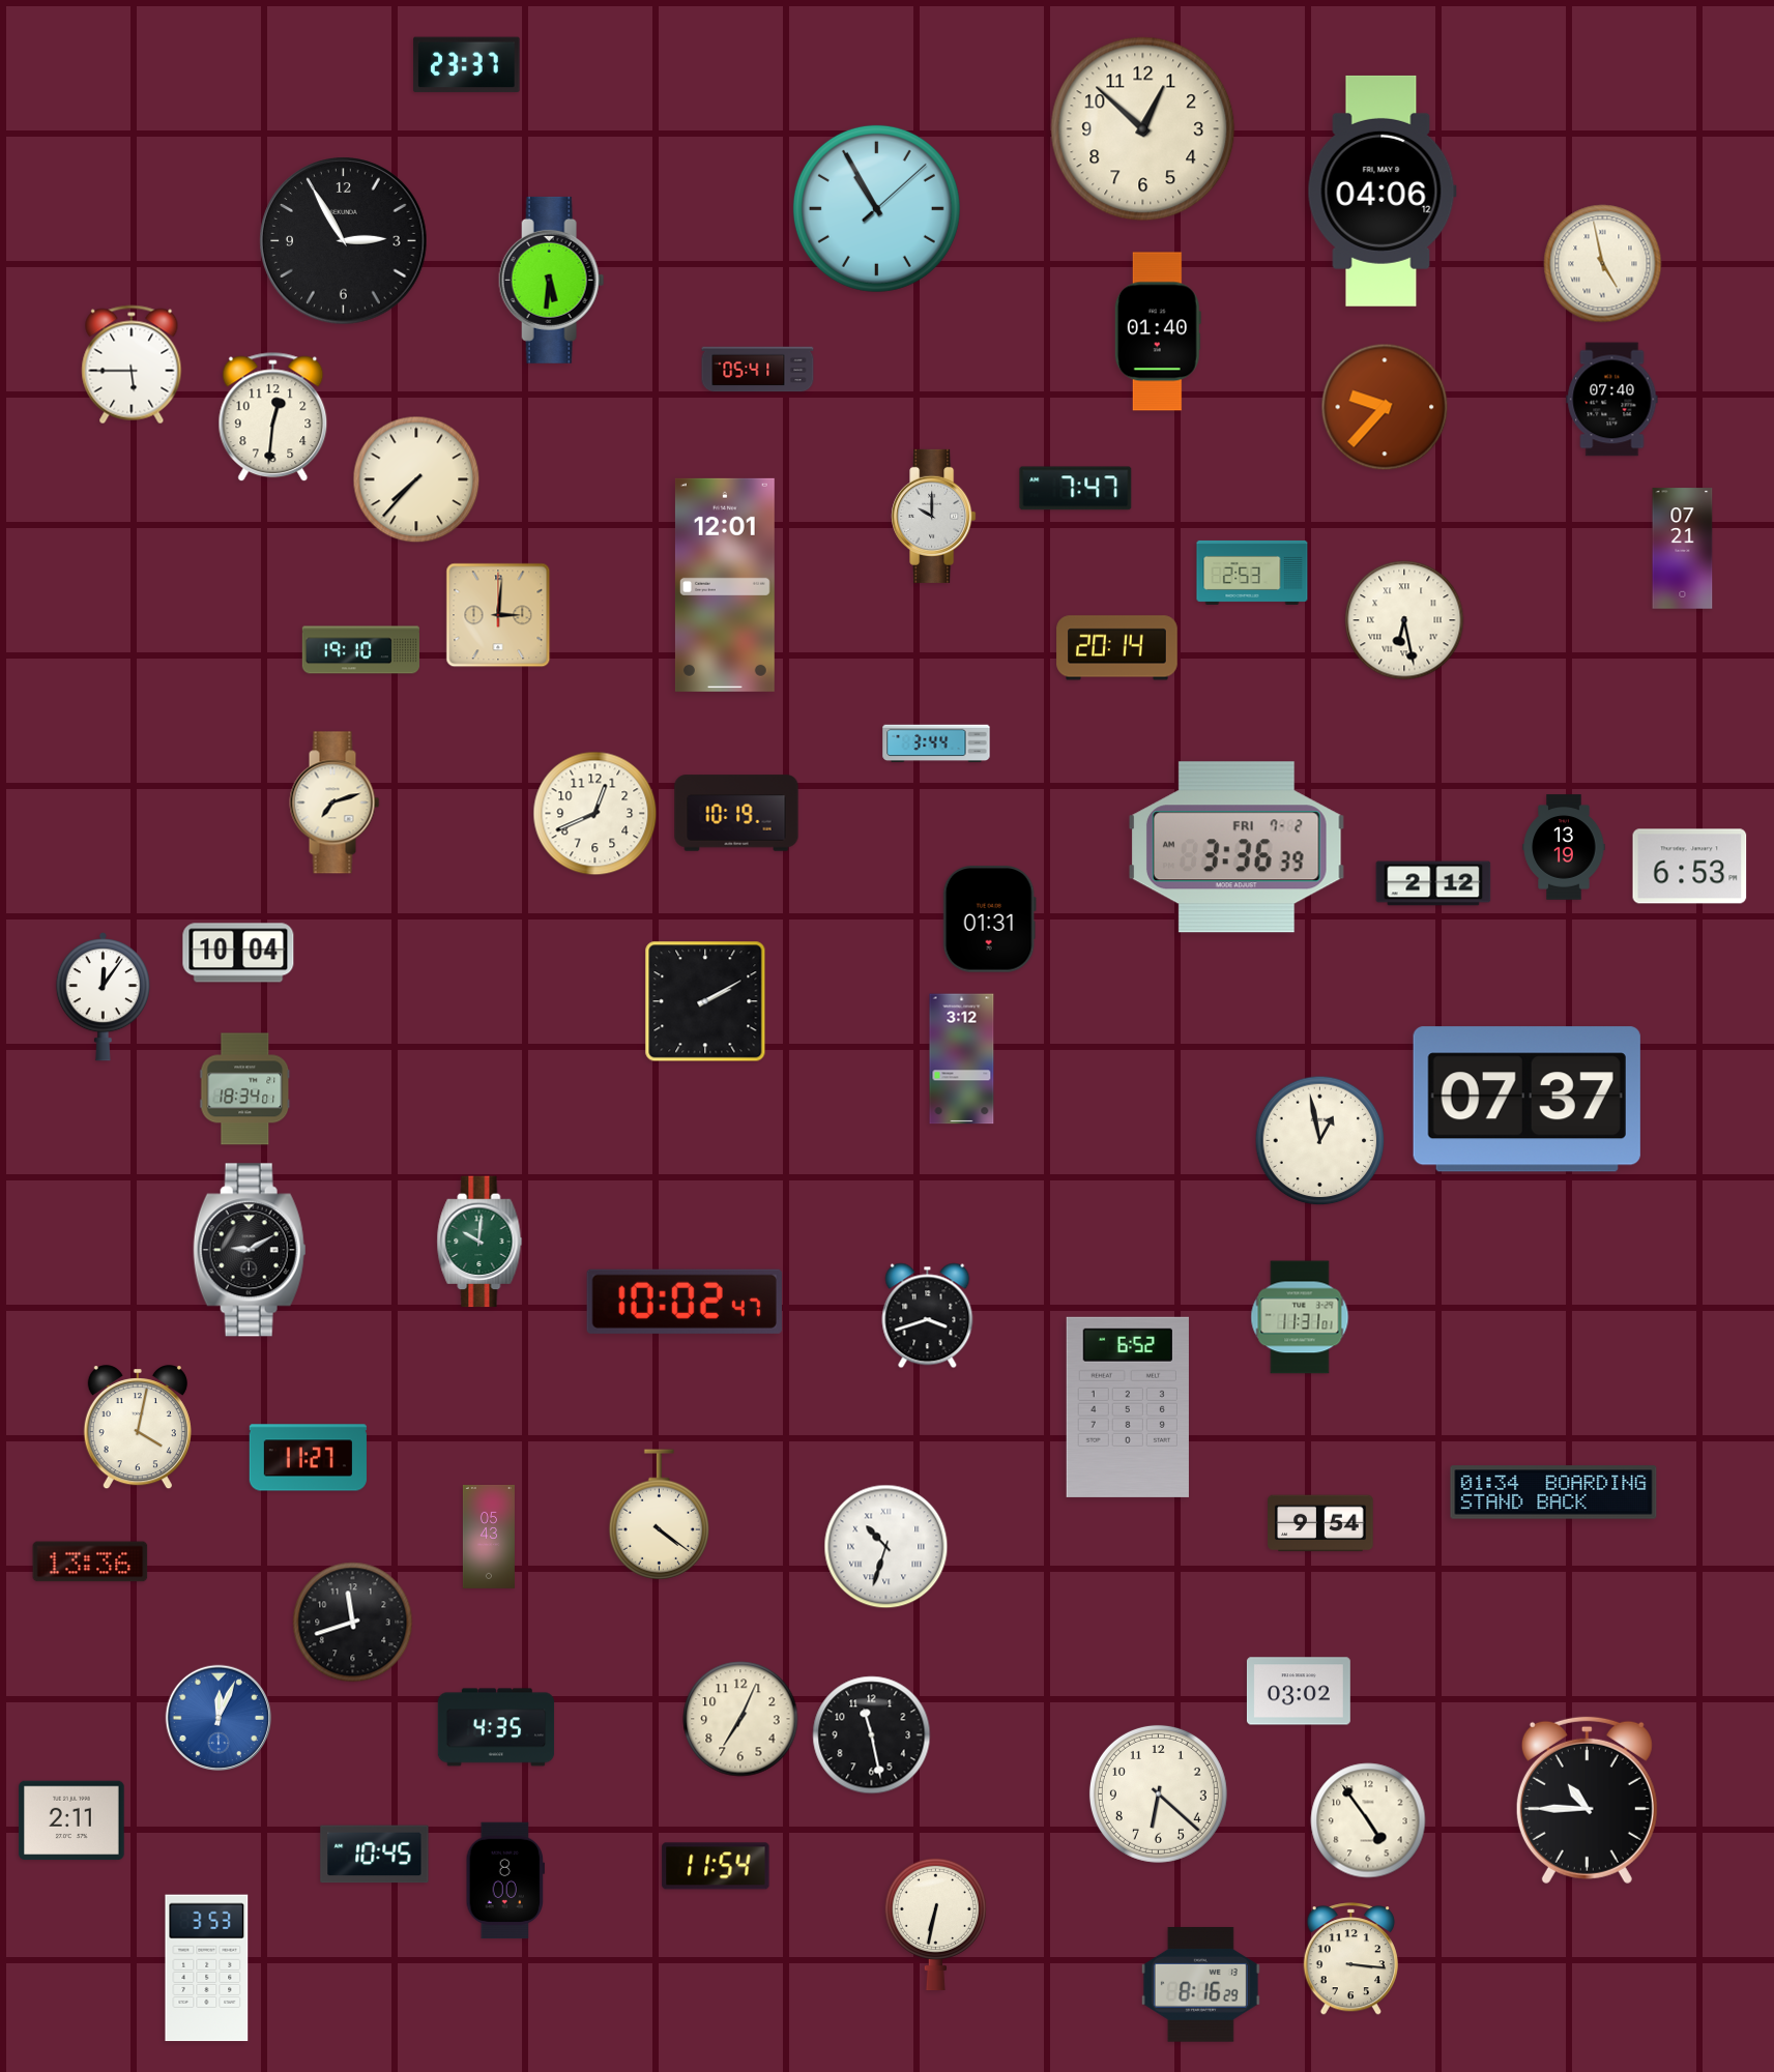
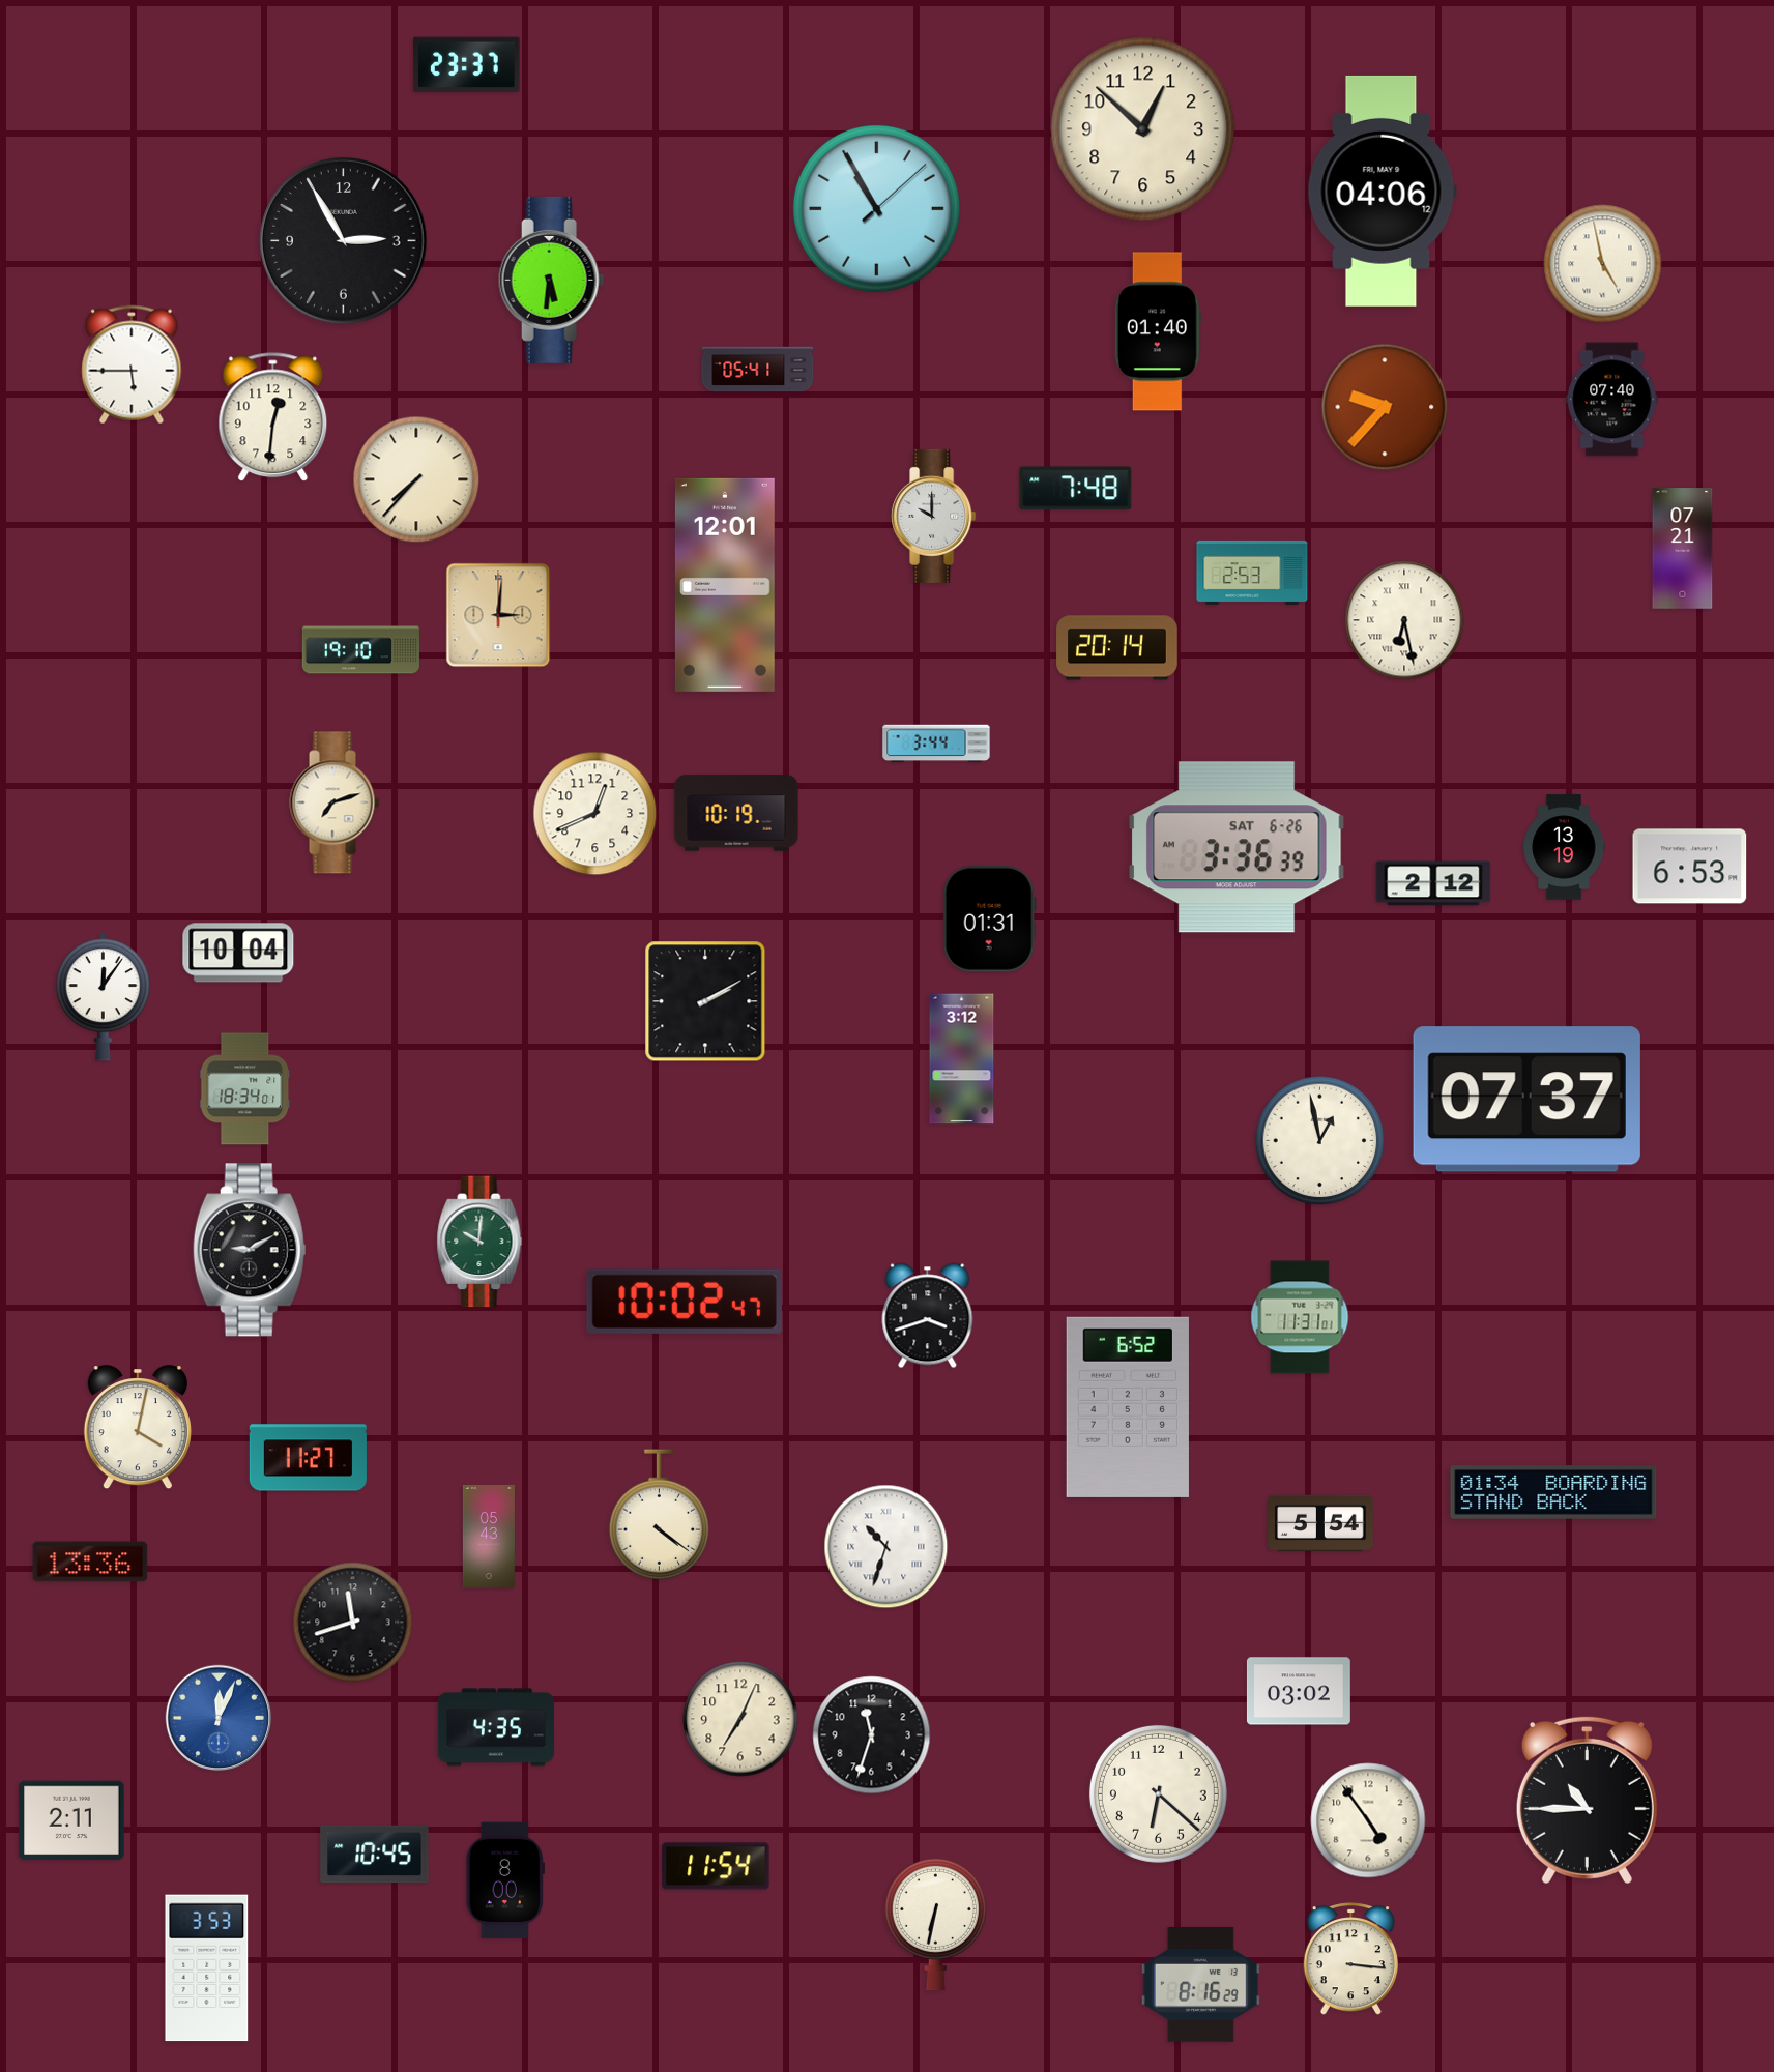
clock at (1076, 489): 7:47 -> 7:48
clock at (1238, 847) date: FRI 7-2 -> SAT 6-26
clock at (1320, 1523): 9:54 -> 5:54
clock at (872, 1735): 11:28 -> 11:33
